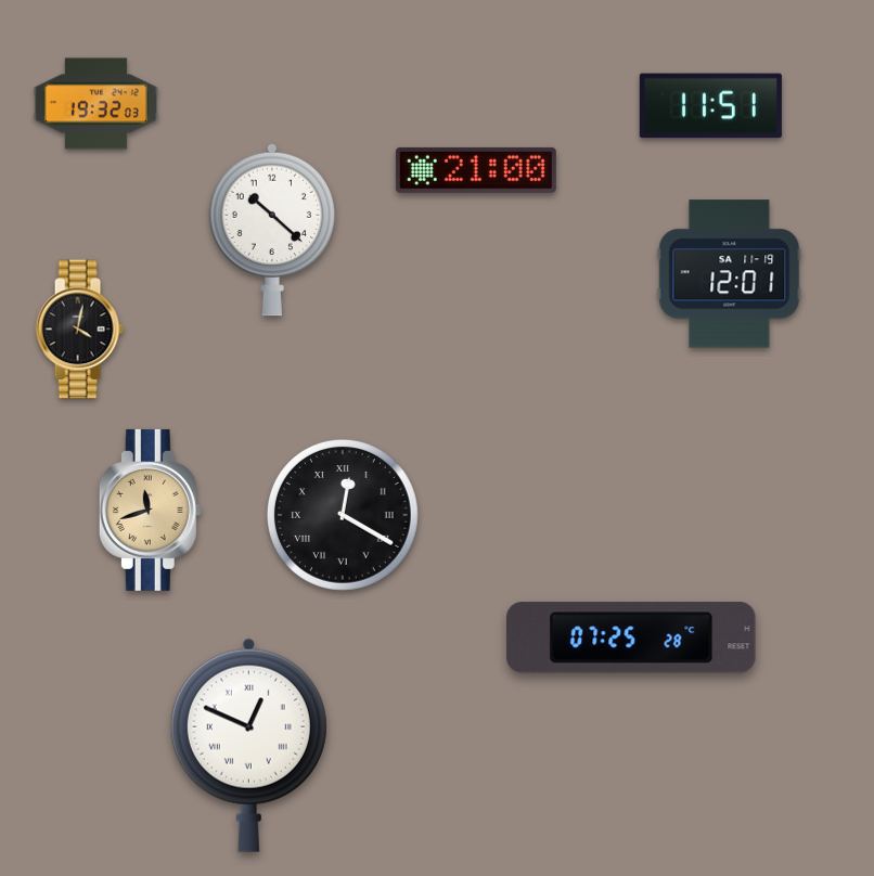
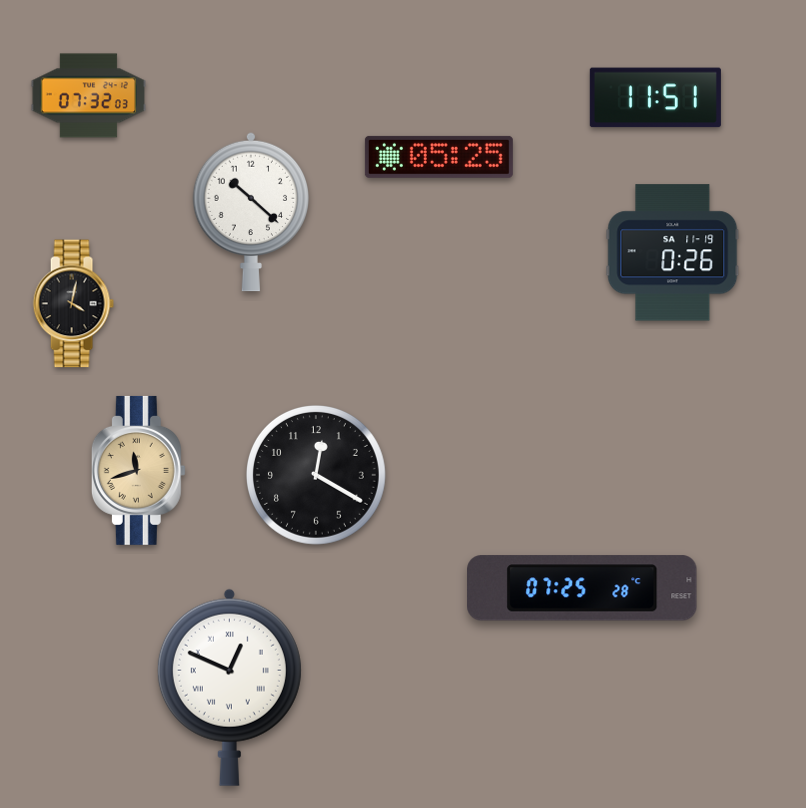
clock at (95, 104): 19:32 -> 07:32
clock at (476, 170): 21:00 -> 05:25
clock at (730, 274): 12:01 -> 0:26
clock at (343, 515) numerals: Roman -> Arabic
